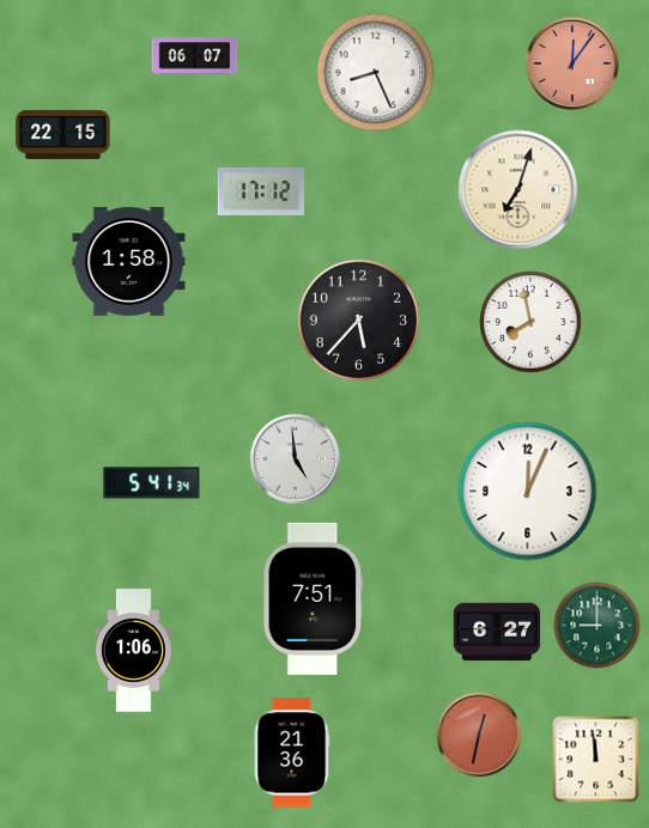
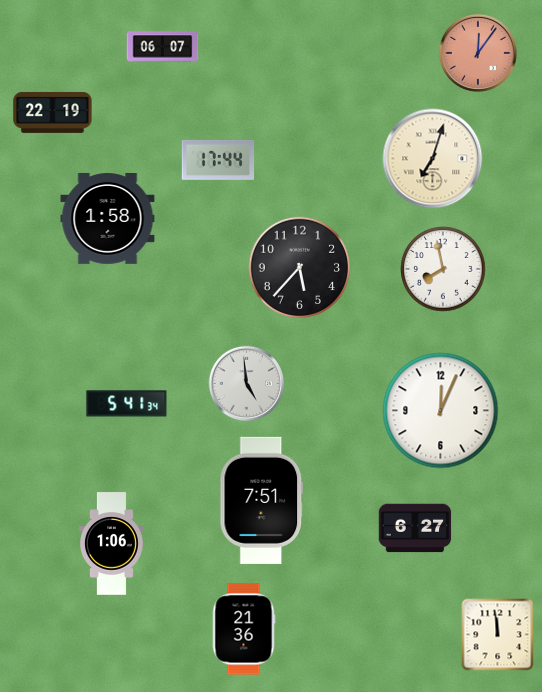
clock at (376, 73): 8:26 -> none
clock at (63, 134): 22:15 -> 22:19
clock at (261, 191): 17:12 -> 17:44
clock at (598, 626): 9:00 -> none
clock at (479, 735): 12:32 -> none
